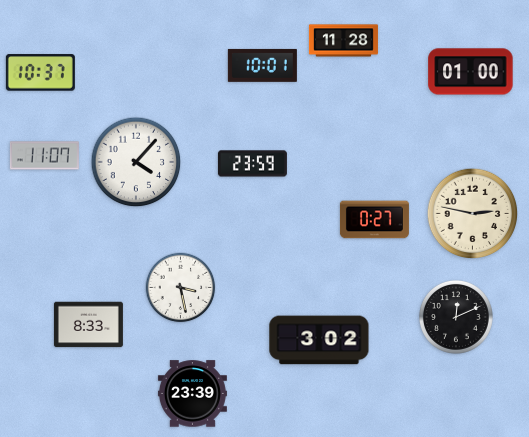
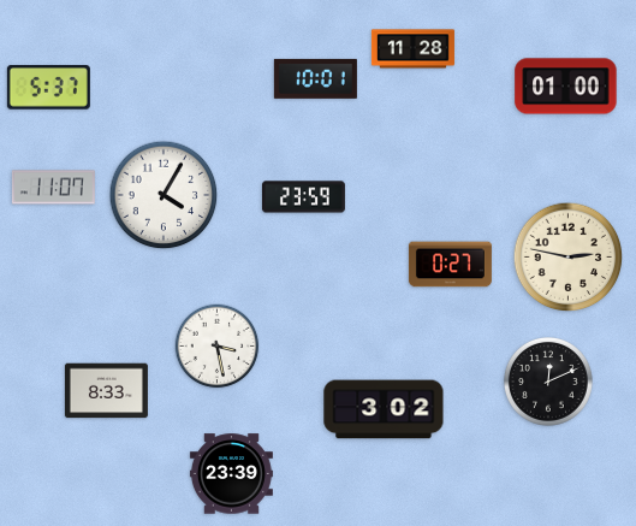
clock at (40, 73): 10:37 -> 5:37
clock at (136, 162): 4:07 -> 4:05
